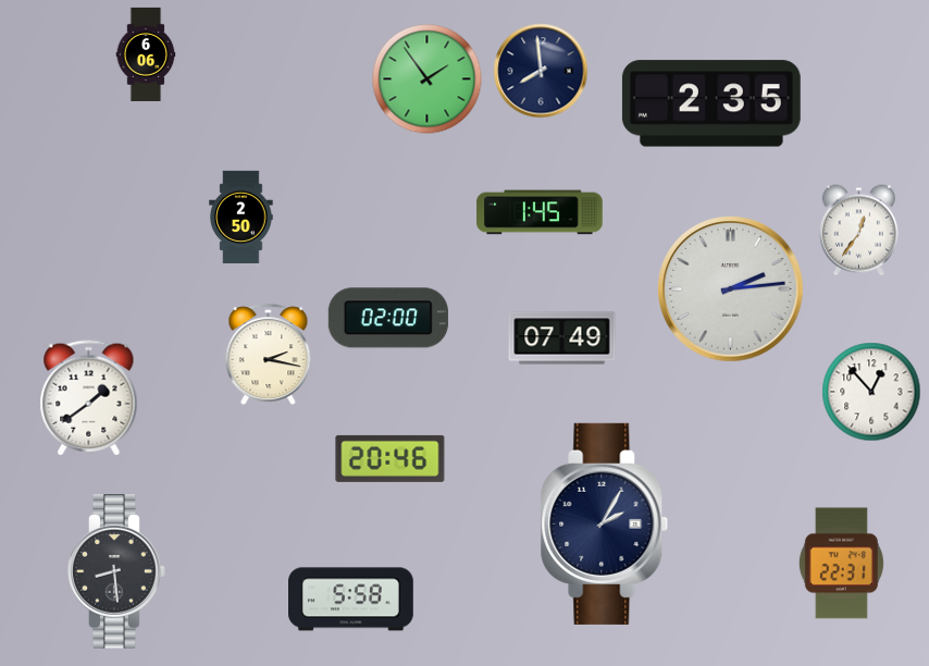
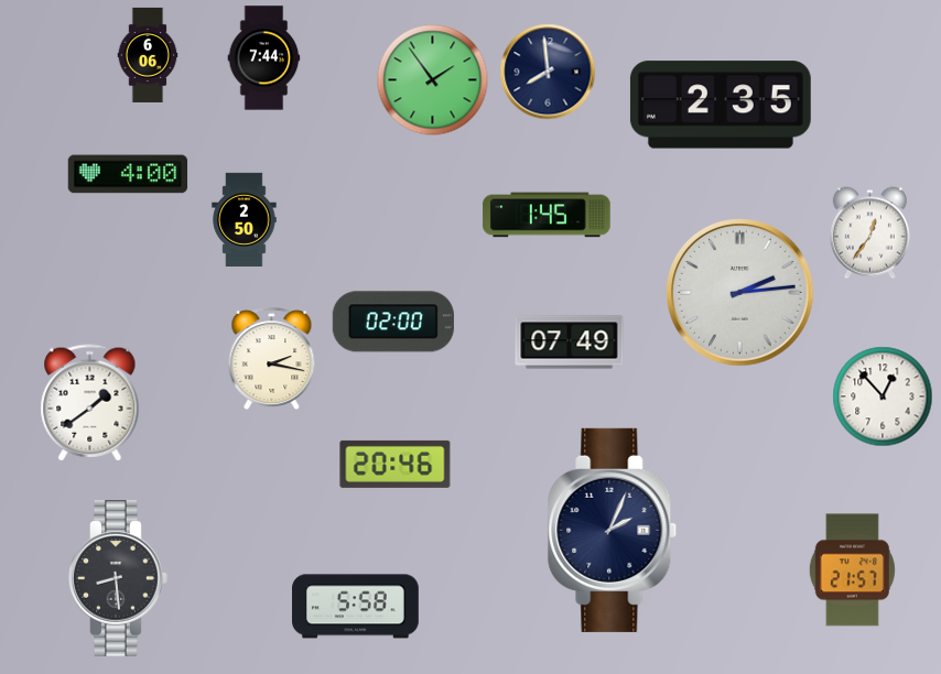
clock at (264, 58): none -> 7:44
clock at (128, 174): none -> 4:00
clock at (605, 523): 2:05 -> 2:04
clock at (841, 564): 22:31 -> 21:57
